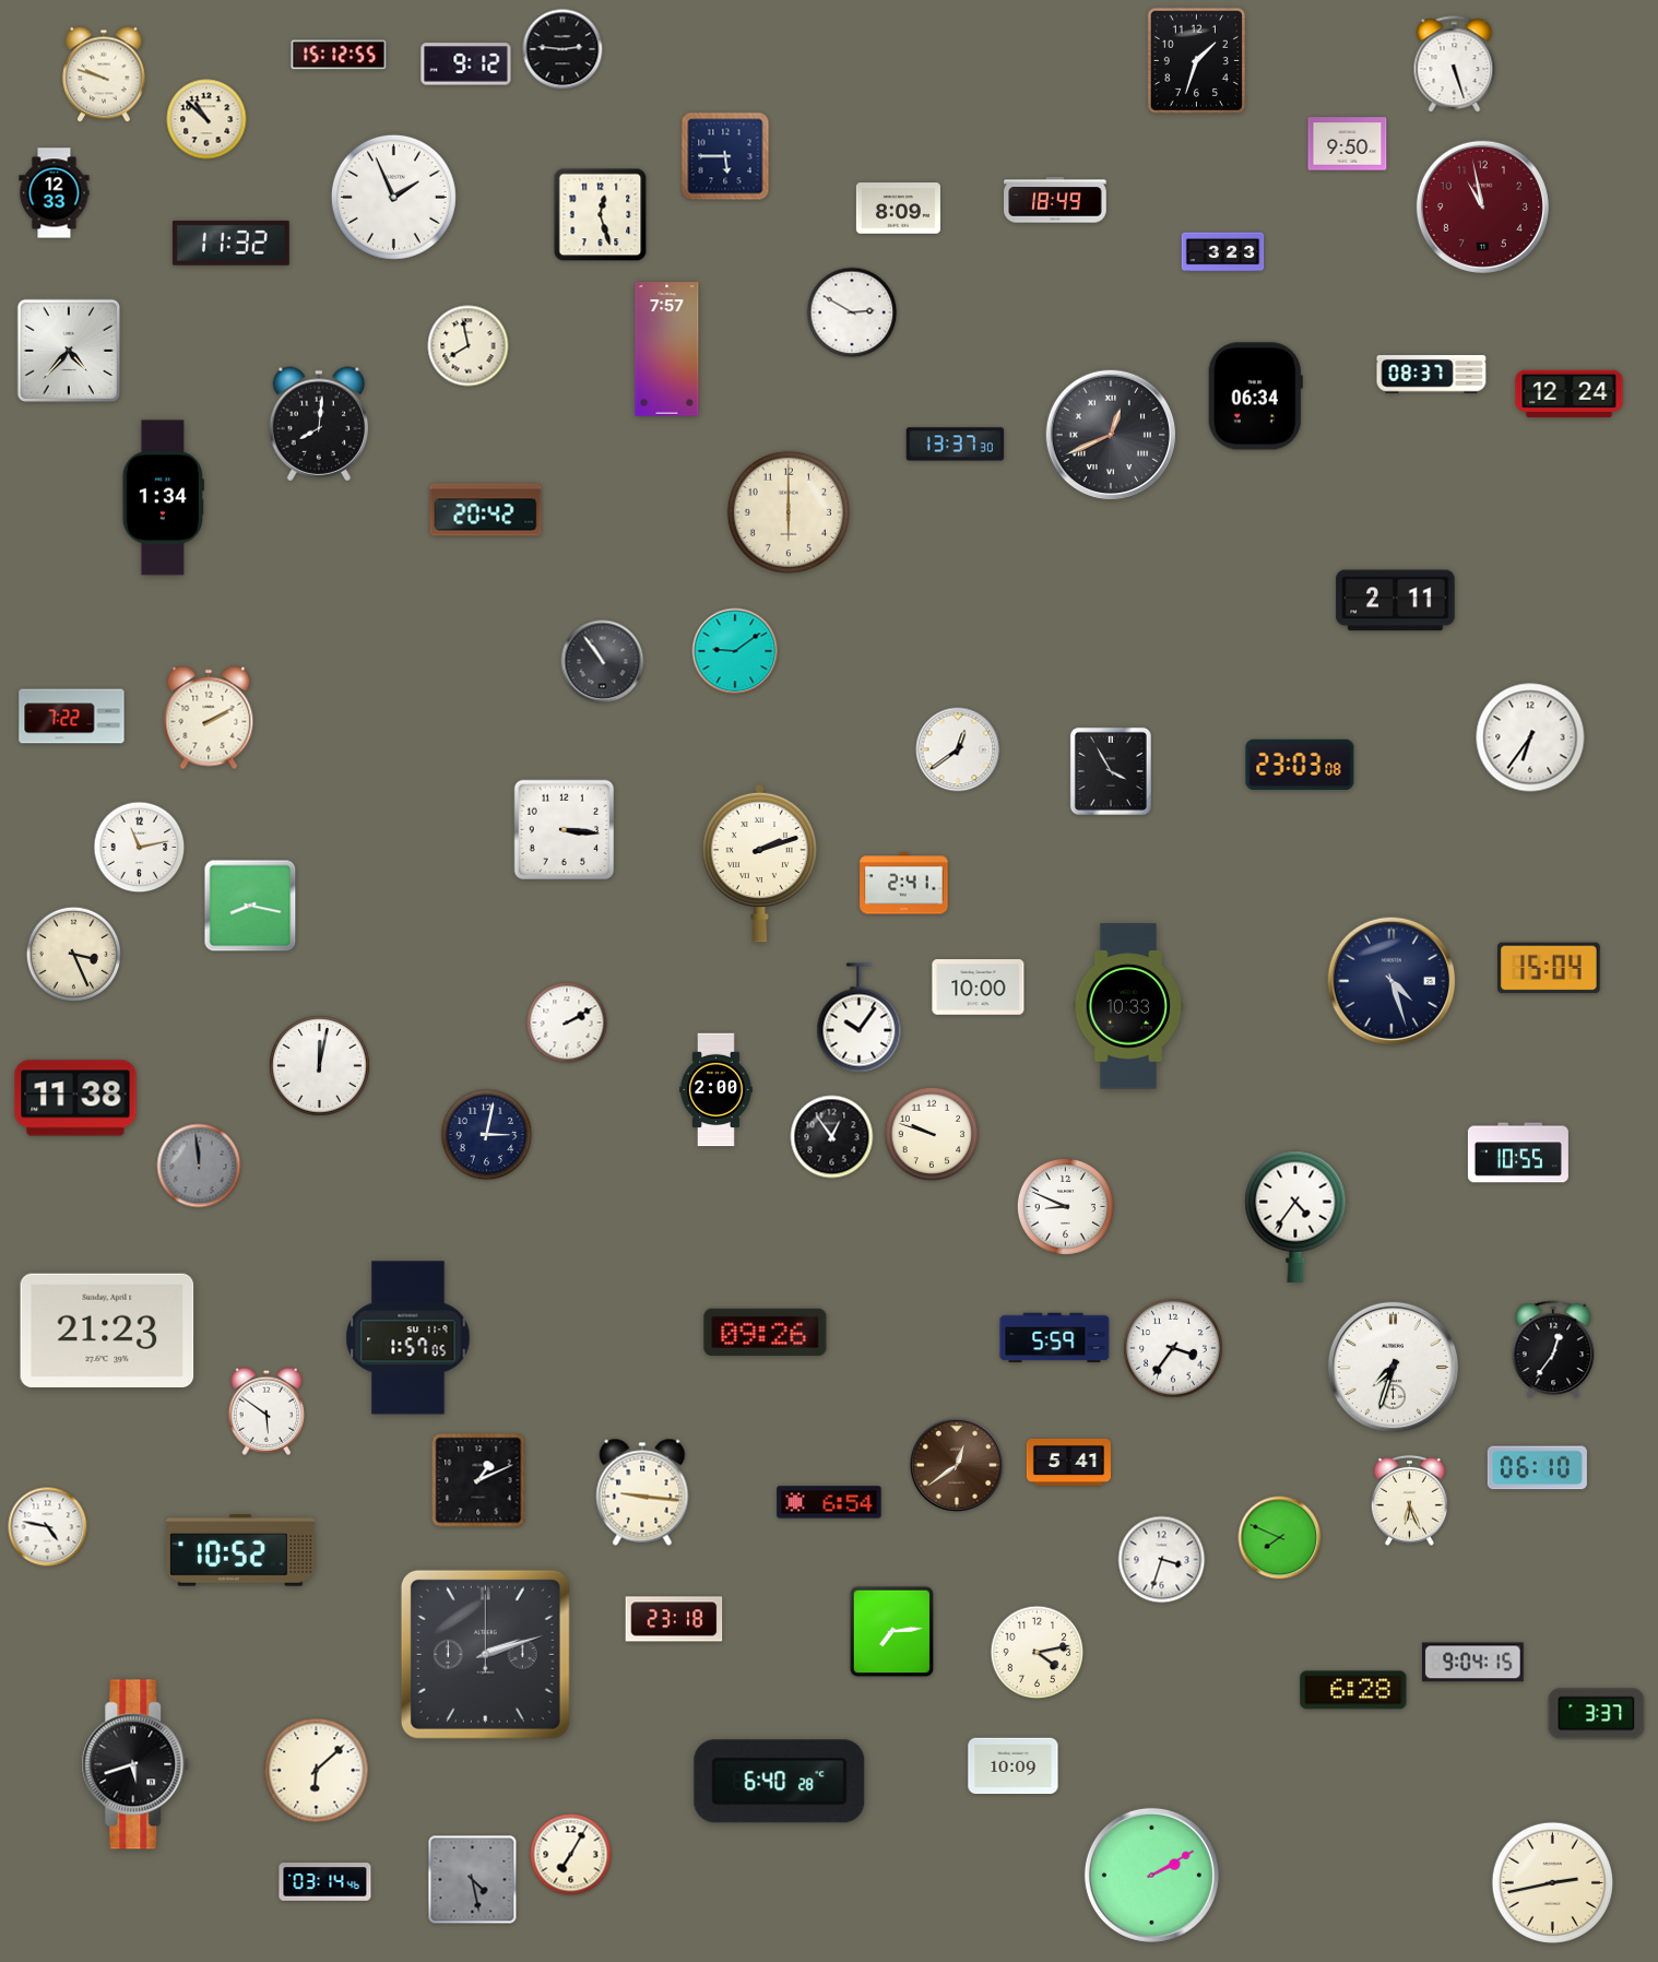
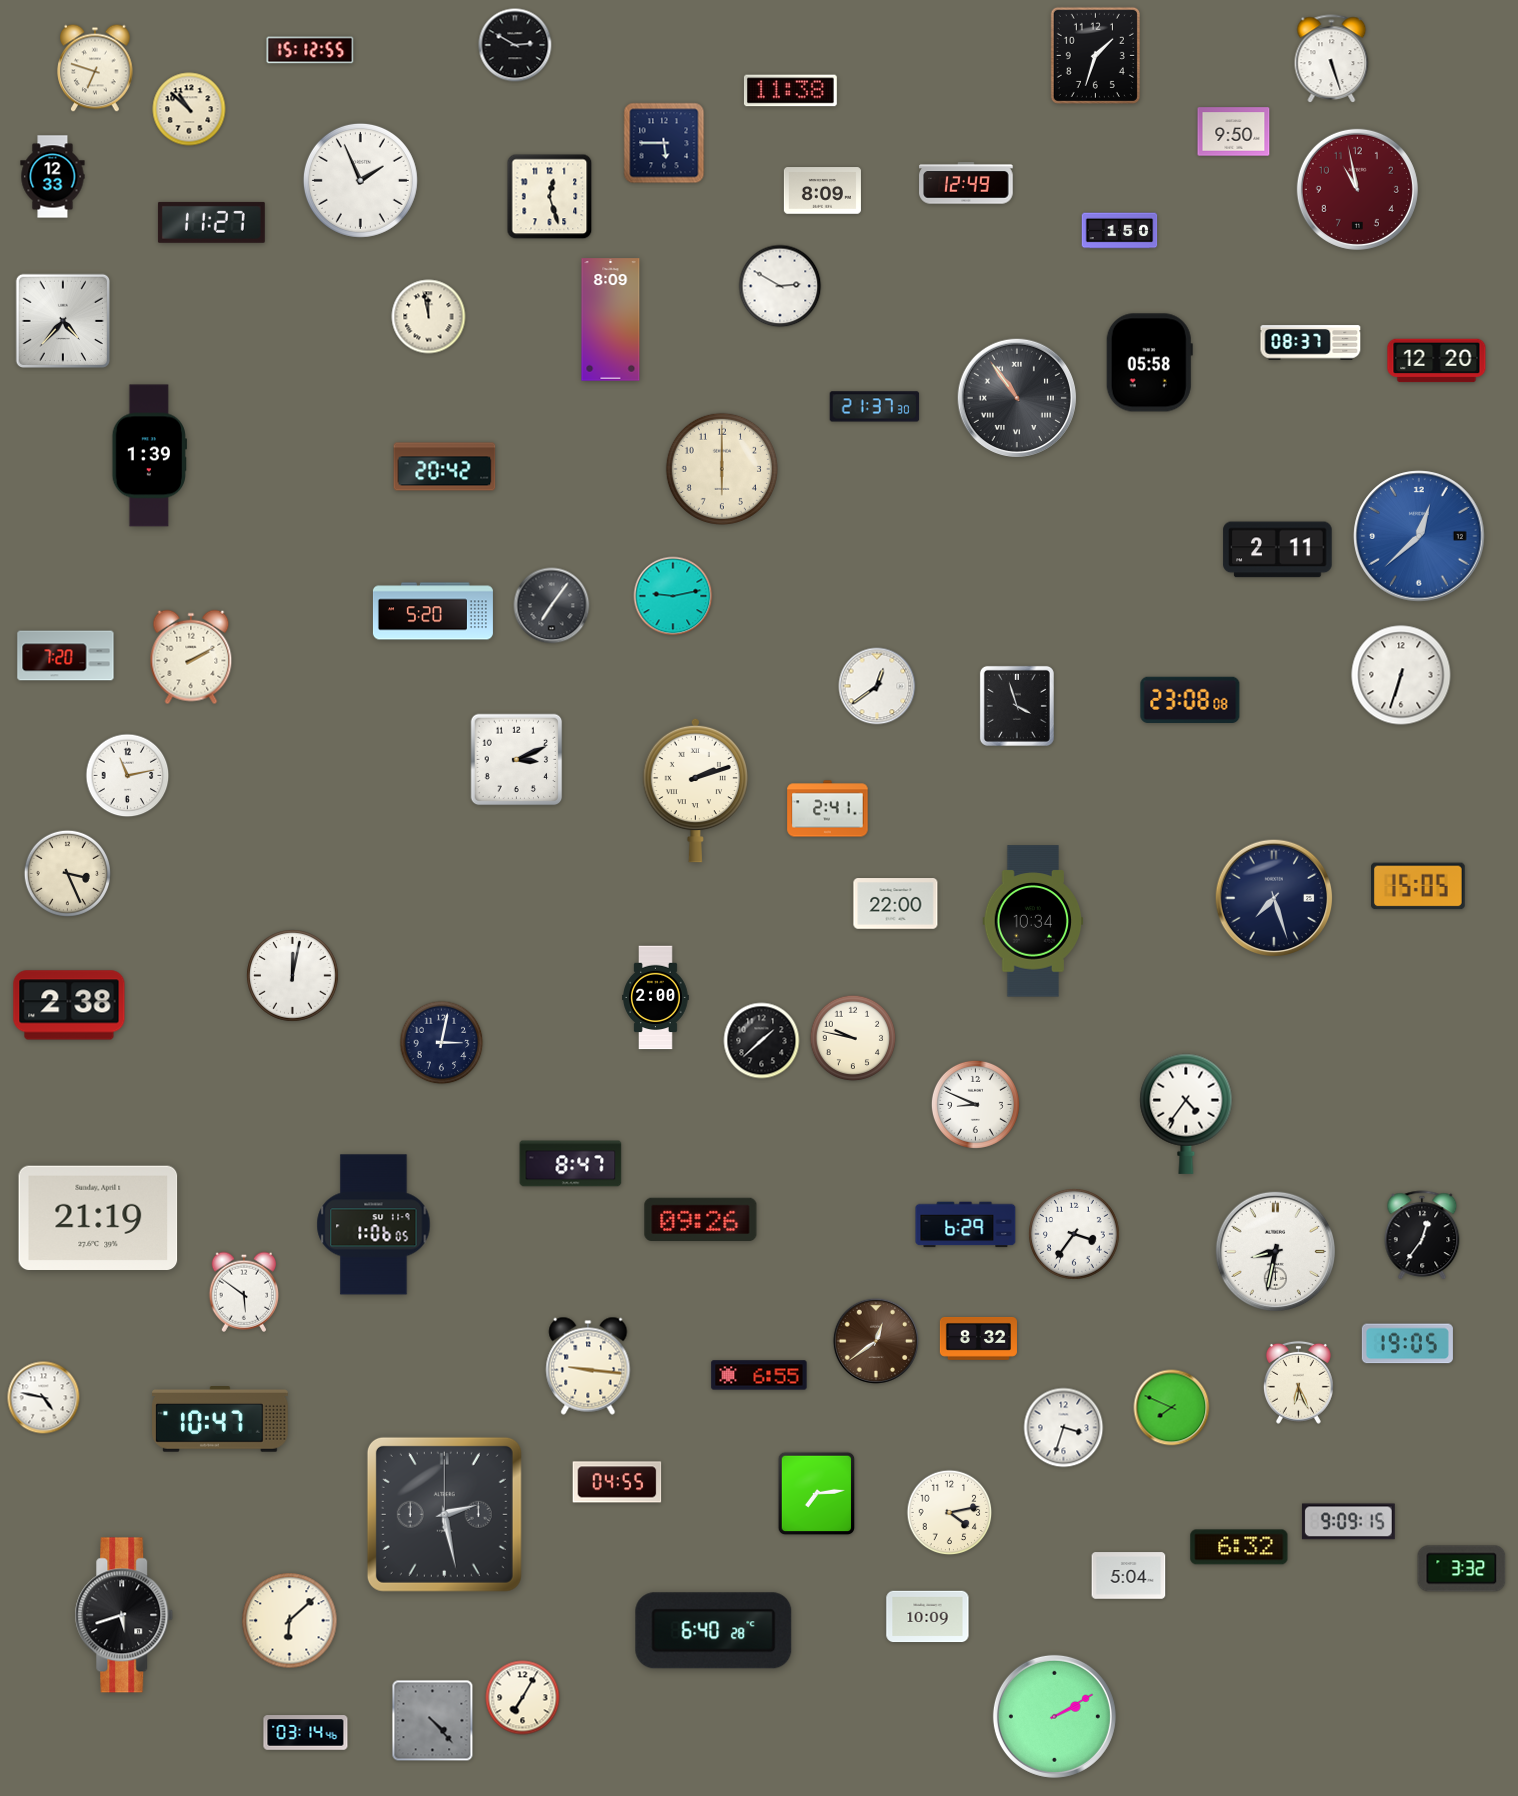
clock at (562, 49): 2:46 -> 2:50
clock at (466, 64): 9:12 -> none
clock at (104, 74): 9:48 -> 6:48
clock at (790, 91): none -> 11:38
clock at (55, 193) position: (55, 193) -> (53, 177)
clock at (1055, 200): 18:49 -> 12:49
clock at (230, 243): 11:32 -> 11:27
clock at (1223, 252): 3:23 -> 1:50
clock at (469, 346): 7:58 -> 11:58
clock at (667, 350): 7:57 -> 8:09
clock at (1570, 394): 12:24 -> 12:20
clock at (1255, 397): 06:34 -> 05:58
clock at (319, 424): 8:01 -> none
clock at (1110, 434): 12:41 -> 10:54
clock at (956, 445): 13:37 -> 21:37
clock at (163, 498): 1:34 -> 1:39
clock at (1419, 536): none -> 12:38
clock at (735, 651): 9:09 -> 9:13
clock at (603, 662): 10:54 -> 7:06
clock at (433, 611): none -> 5:20
clock at (72, 717): 7:22 -> 7:20
clock at (1530, 737): 6:36 -> 6:33
clock at (1300, 764): 23:03 -> 23:08
clock at (1111, 771): 3:55 -> 3:57
clock at (565, 830): 3:16 -> 3:11
clock at (250, 906): 8:17 -> none
clock at (1550, 968): 15:04 -> 15:05
clock at (1391, 981): 4:27 -> 7:27
clock at (979, 988): 10:00 -> 22:00
clock at (1128, 1006): 10:33 -> 10:34
clock at (860, 1018): 10:06 -> none
clock at (567, 1023): 2:10 -> none
clock at (75, 1098): 11:38 -> 2:38
clock at (932, 1134): 9:48 -> 9:47
clock at (487, 1135) position: (487, 1135) -> (442, 1043)
clock at (832, 1137): 12:54 -> 1:38
clock at (1518, 1153): 10:55 -> none
clock at (199, 1166): 11:59 -> none
clock at (571, 1164): none -> 8:47
clock at (107, 1329): 21:23 -> 21:19
clock at (408, 1338): 1:57 -> 1:06
clock at (1055, 1338): 5:59 -> 6:29
clock at (1393, 1367): 7:33 -> 8:32
clock at (1068, 1462): 5:41 -> 8:32
clock at (1537, 1468): 06:10 -> 19:05
clock at (478, 1480): 1:11 -> none
clock at (1409, 1500) position: (1409, 1500) -> (1298, 1382)
clock at (829, 1502): 6:54 -> 6:55
clock at (241, 1551): 10:52 -> 10:47
clock at (674, 1619): 23:18 -> 04:55
clock at (485, 1654): 2:12 -> 2:28
clock at (1472, 1663): 9:04 -> 9:09
clock at (1353, 1690): 6:28 -> 6:32
clock at (1597, 1714): 3:37 -> 3:32
clock at (1129, 1576): none -> 5:04
clock at (473, 1880): 4:28 -> 4:23
clock at (325, 1882) position: (325, 1882) -> (306, 1733)
clock at (1552, 1882): 2:43 -> none
